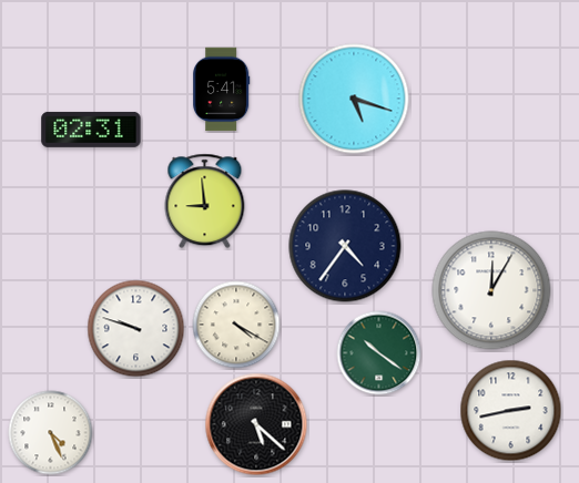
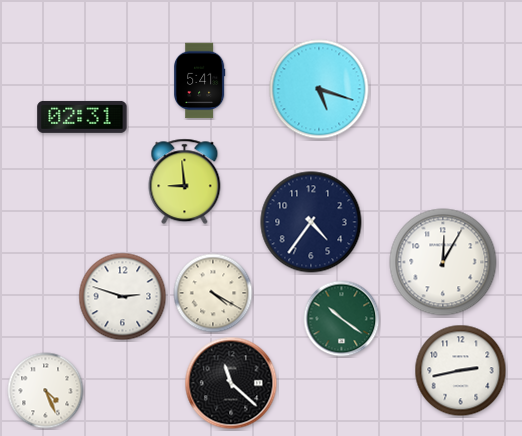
clock at (136, 329): 9:48 -> 2:48
clock at (256, 424): 5:22 -> 11:22
